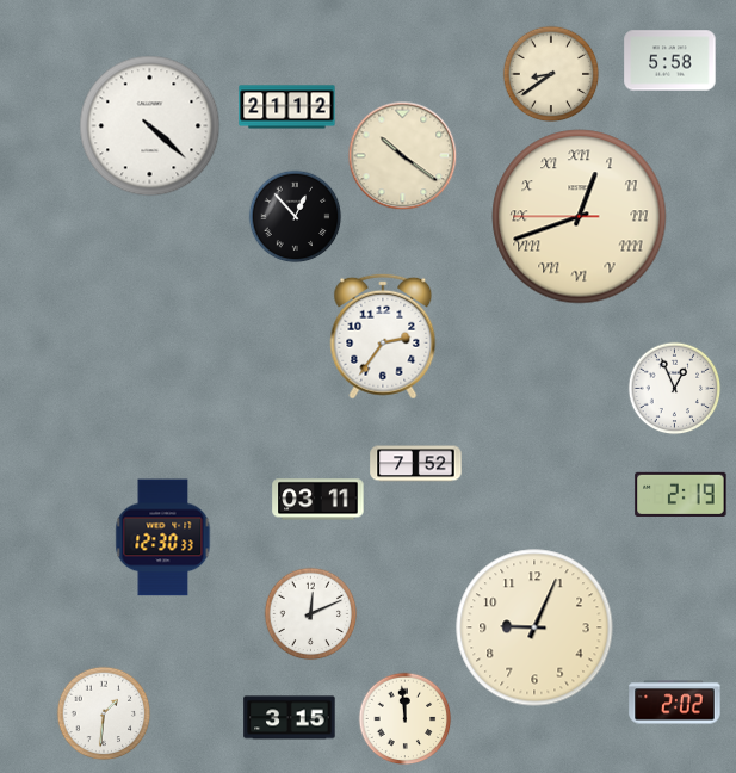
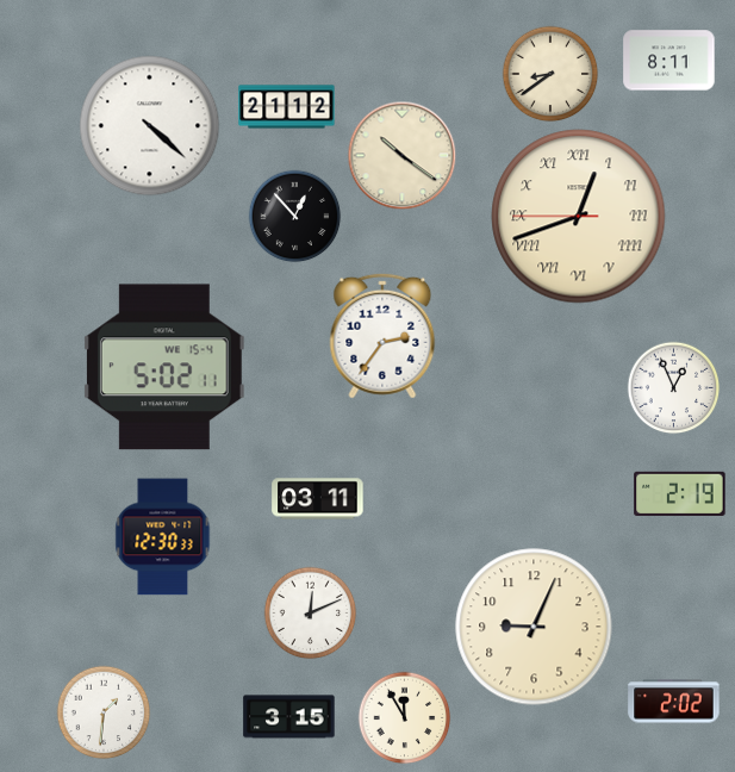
clock at (670, 61): 5:58 -> 8:11
clock at (164, 367): none -> 5:02
clock at (416, 464): 7:52 -> none
clock at (404, 718): 11:59 -> 11:55
